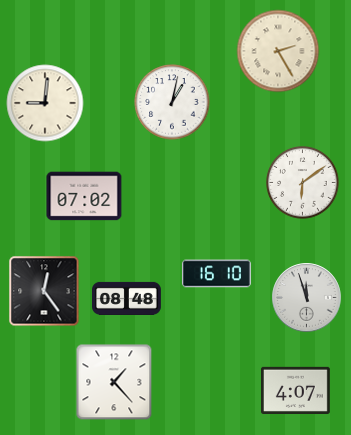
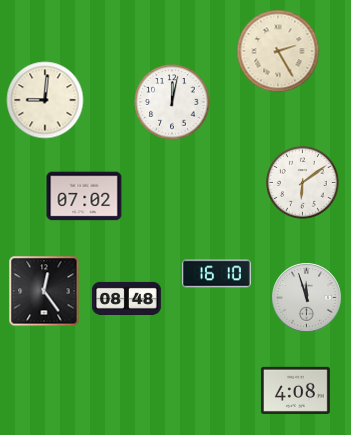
clock at (172, 102): 1:02 -> 12:02
clock at (45, 103) position: (45, 103) -> (45, 100)
clock at (114, 382): 1:23 -> none
clock at (295, 390): 4:07 -> 4:08
